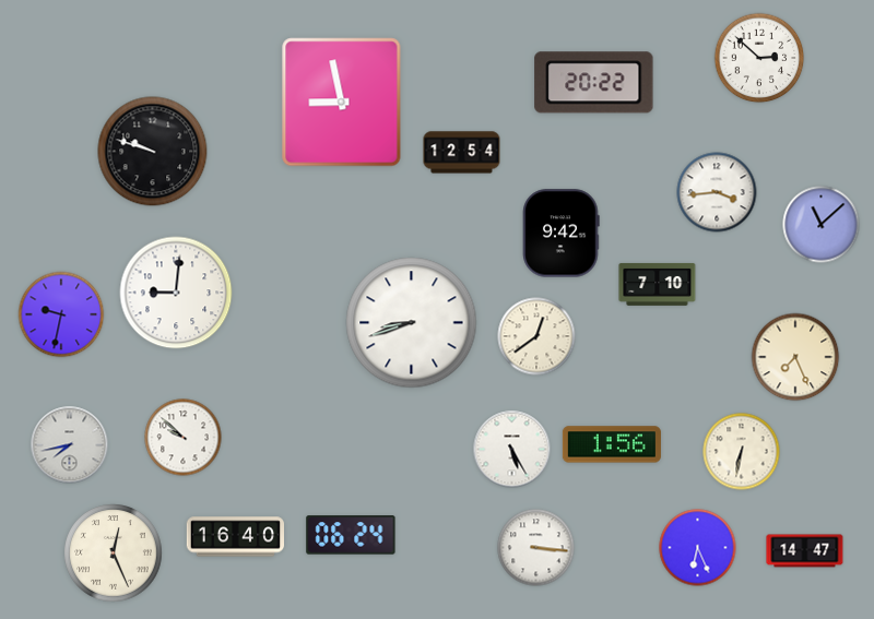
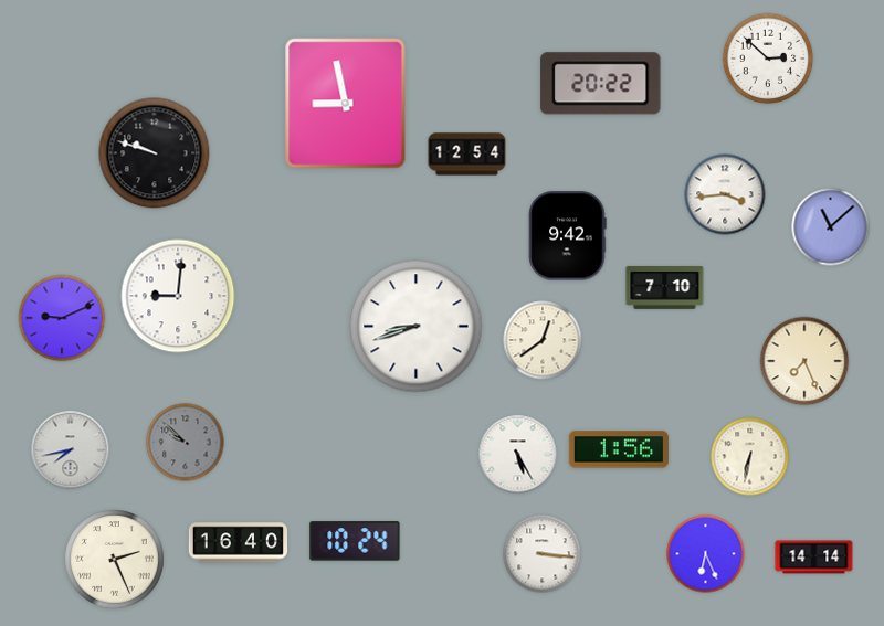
clock at (61, 314): 9:32 -> 9:11
clock at (184, 438) dial: white -> grey
clock at (351, 535): 06:24 -> 10:24
clock at (805, 551): 14:47 -> 14:14
clock at (114, 553): 12:26 -> 2:26
